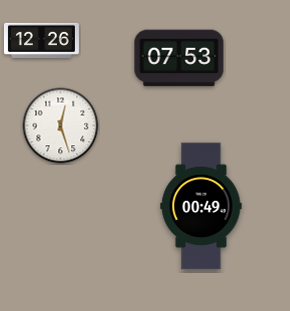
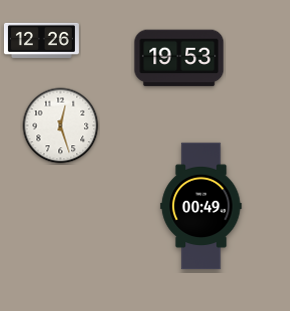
clock at (179, 58): 07:53 -> 19:53
